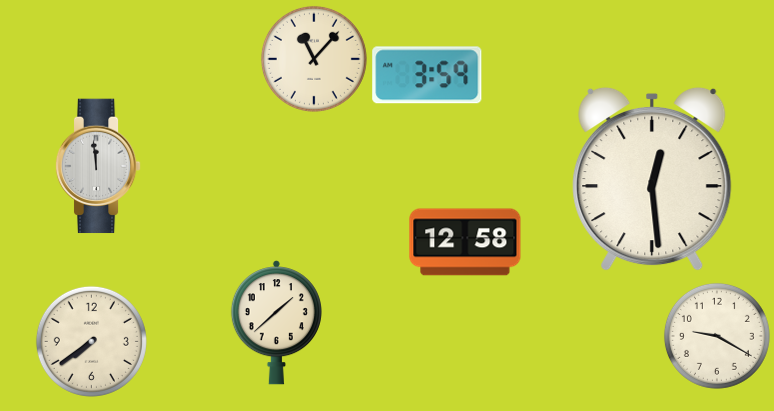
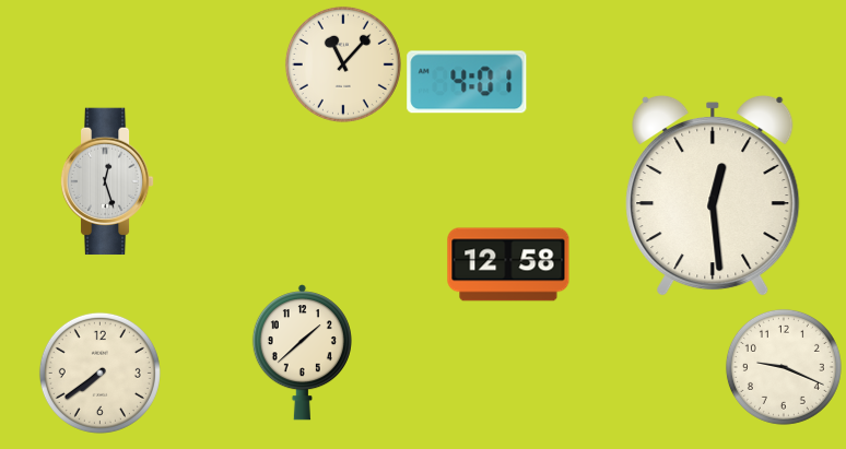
clock at (427, 75): 3:59 -> 4:01
clock at (98, 166): 11:59 -> 12:27
clock at (717, 336): 9:20 -> 9:19
